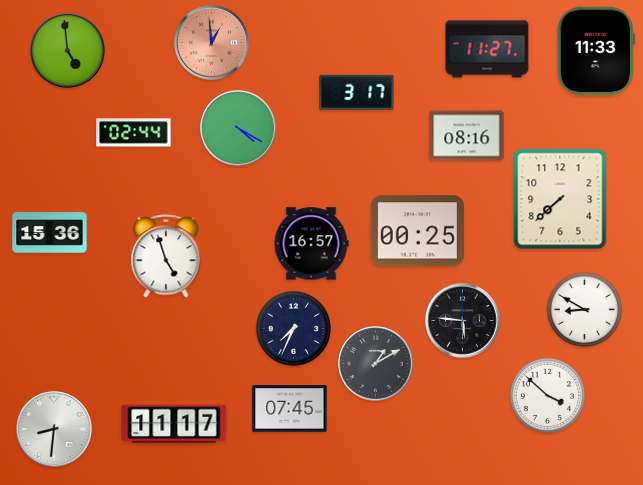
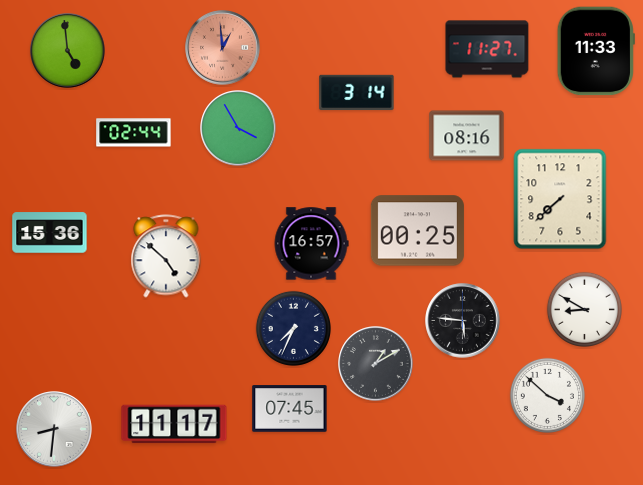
clock at (212, 43) position: (212, 43) -> (223, 48)
clock at (357, 93): 3:17 -> 3:14
clock at (238, 128): 4:20 -> 3:55
clock at (166, 256): 4:57 -> 4:52
